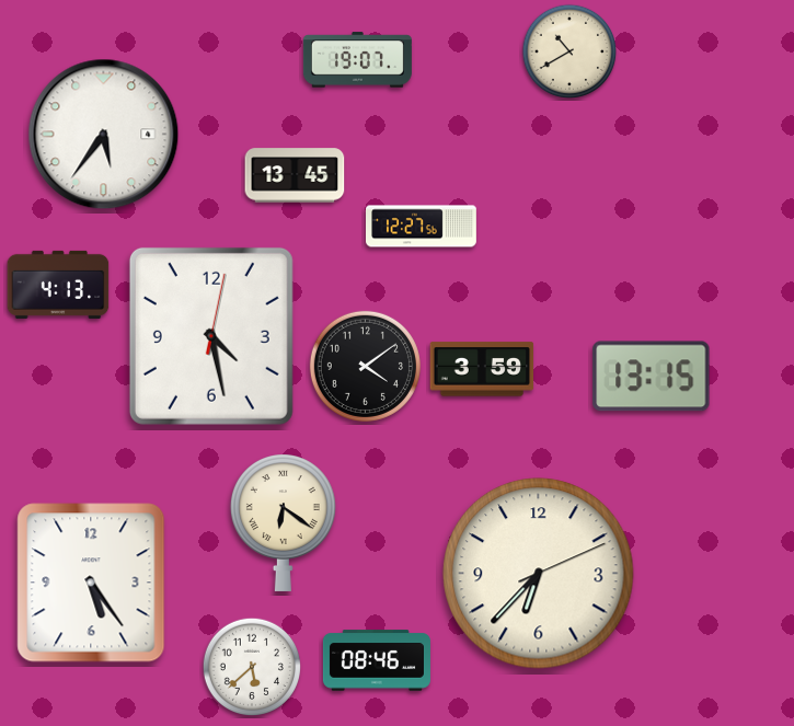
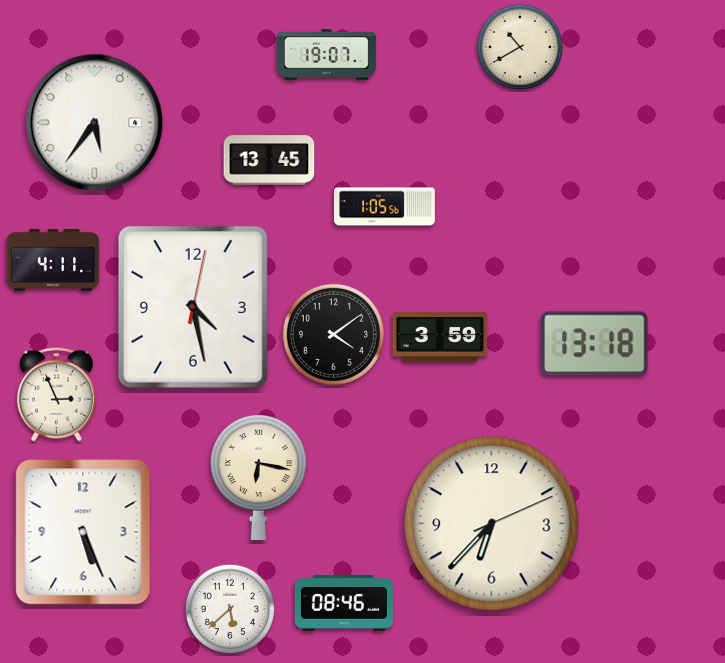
clock at (422, 227): 12:27 -> 1:05
clock at (58, 285): 4:13 -> 4:11
clock at (652, 377): 13:15 -> 13:18
clock at (56, 395): none -> 2:56
clock at (283, 522): 6:21 -> 6:17
clock at (91, 583): 5:24 -> 5:26
